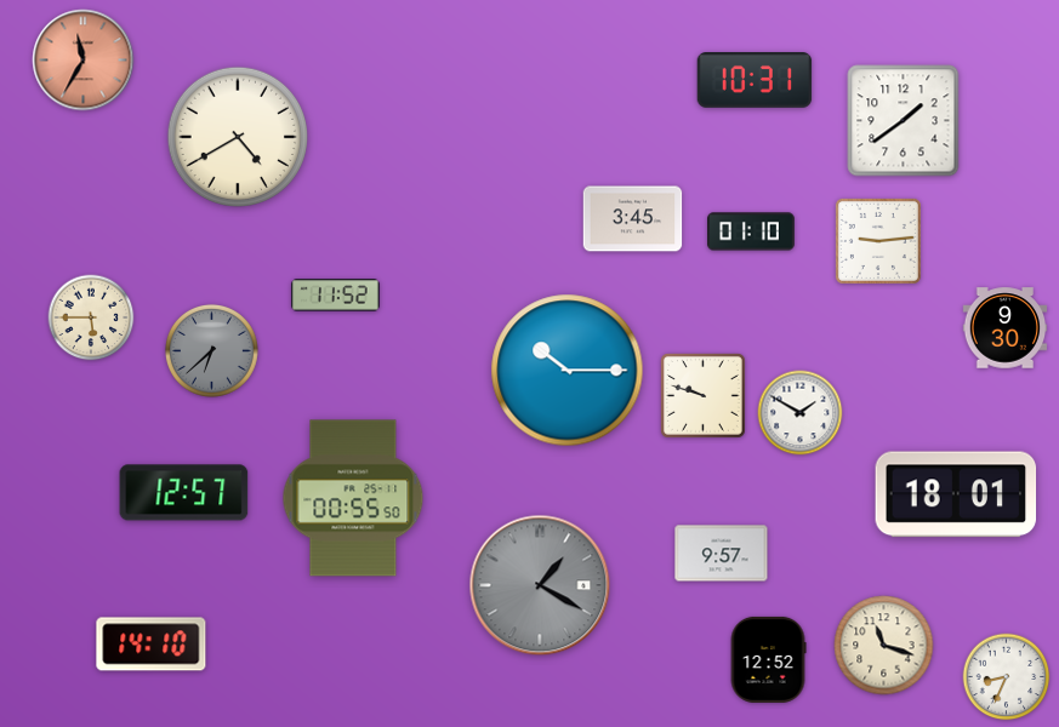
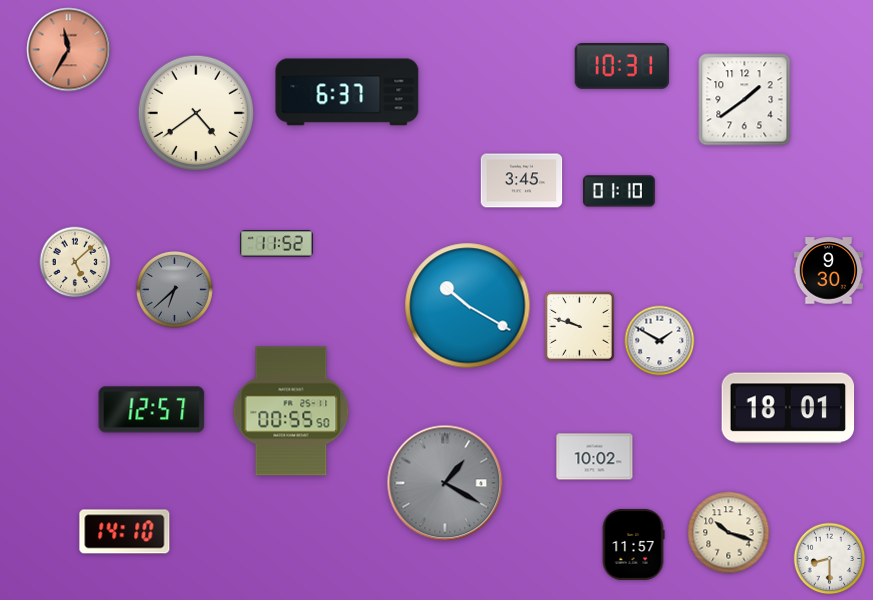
clock at (347, 92): none -> 6:37
clock at (237, 136): 4:40 -> 4:39
clock at (878, 241): 9:14 -> none
clock at (91, 317): 5:45 -> 5:08
clock at (568, 371): 10:15 -> 10:20
clock at (184, 493) position: (184, 493) -> (152, 410)
clock at (722, 554): 9:57 -> 10:02
clock at (884, 646): 11:18 -> 10:18
clock at (768, 659): 12:52 -> 11:57
clock at (1007, 677): 8:34 -> 8:30
